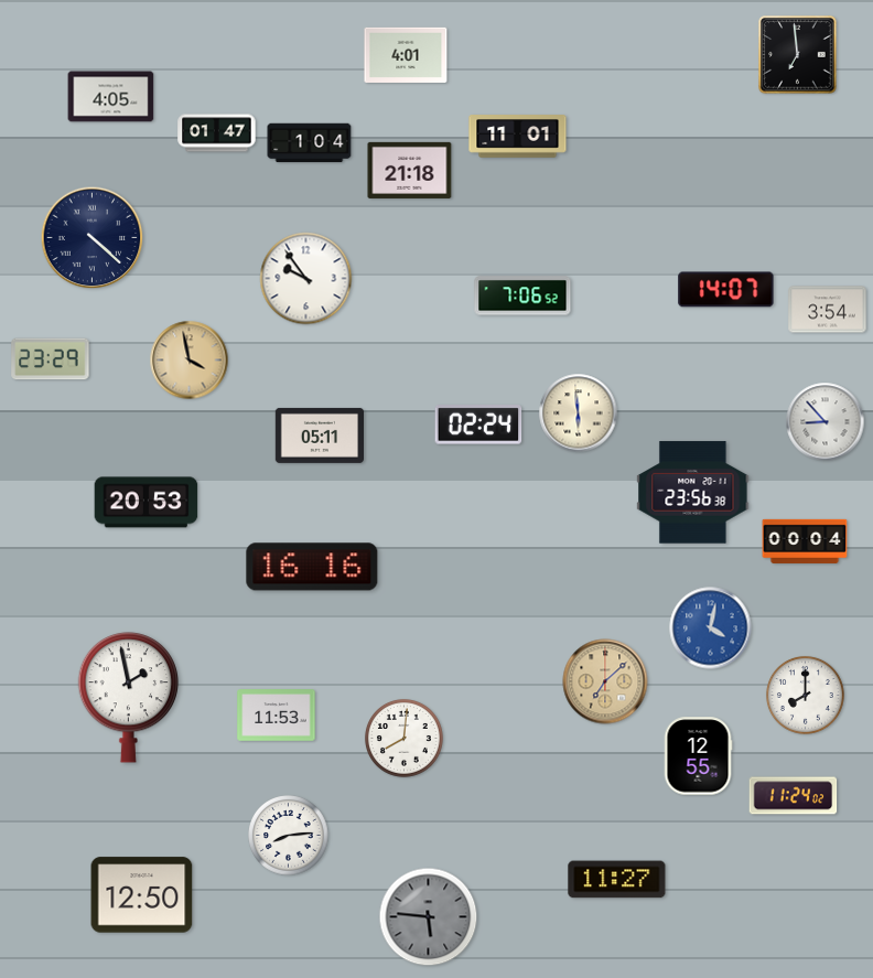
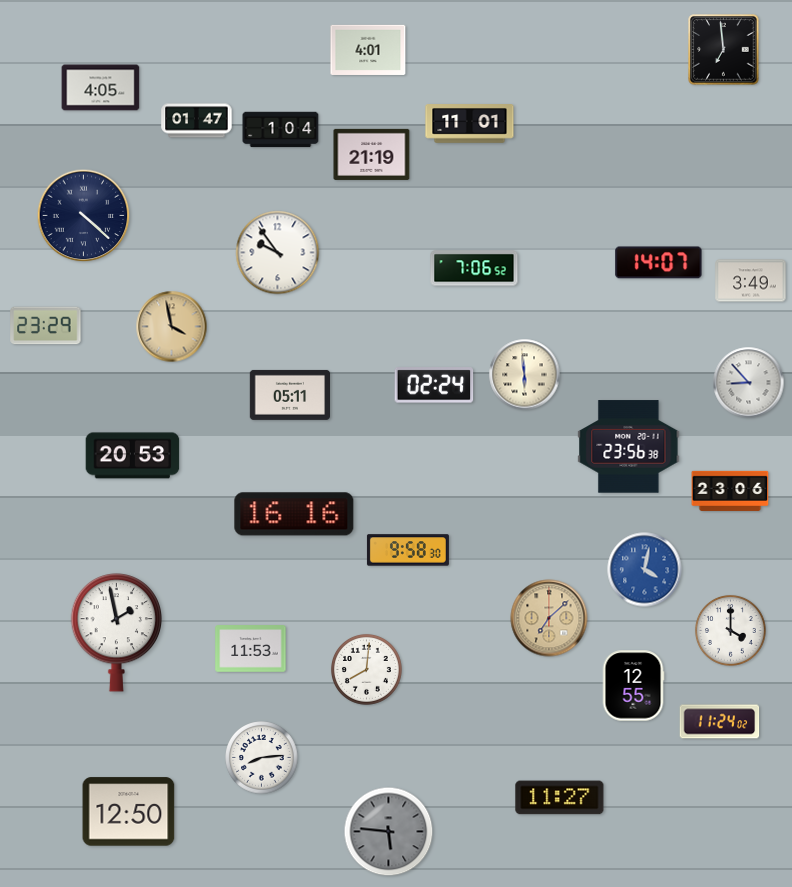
clock at (410, 170): 21:18 -> 21:19
clock at (828, 310): 3:54 -> 3:49
clock at (805, 541): 00:04 -> 23:06
clock at (312, 567) position: (312, 567) -> (294, 514)
clock at (408, 550): none -> 9:58
clock at (805, 695): 8:00 -> 4:00
